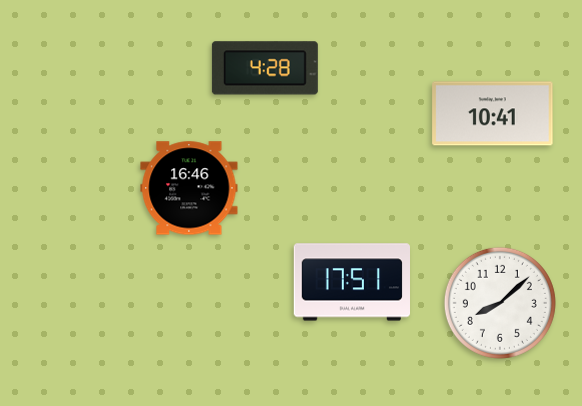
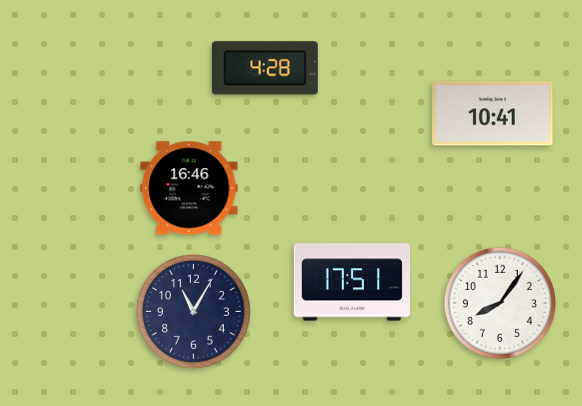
clock at (500, 303): 8:08 -> 8:06
clock at (194, 312): none -> 11:05
